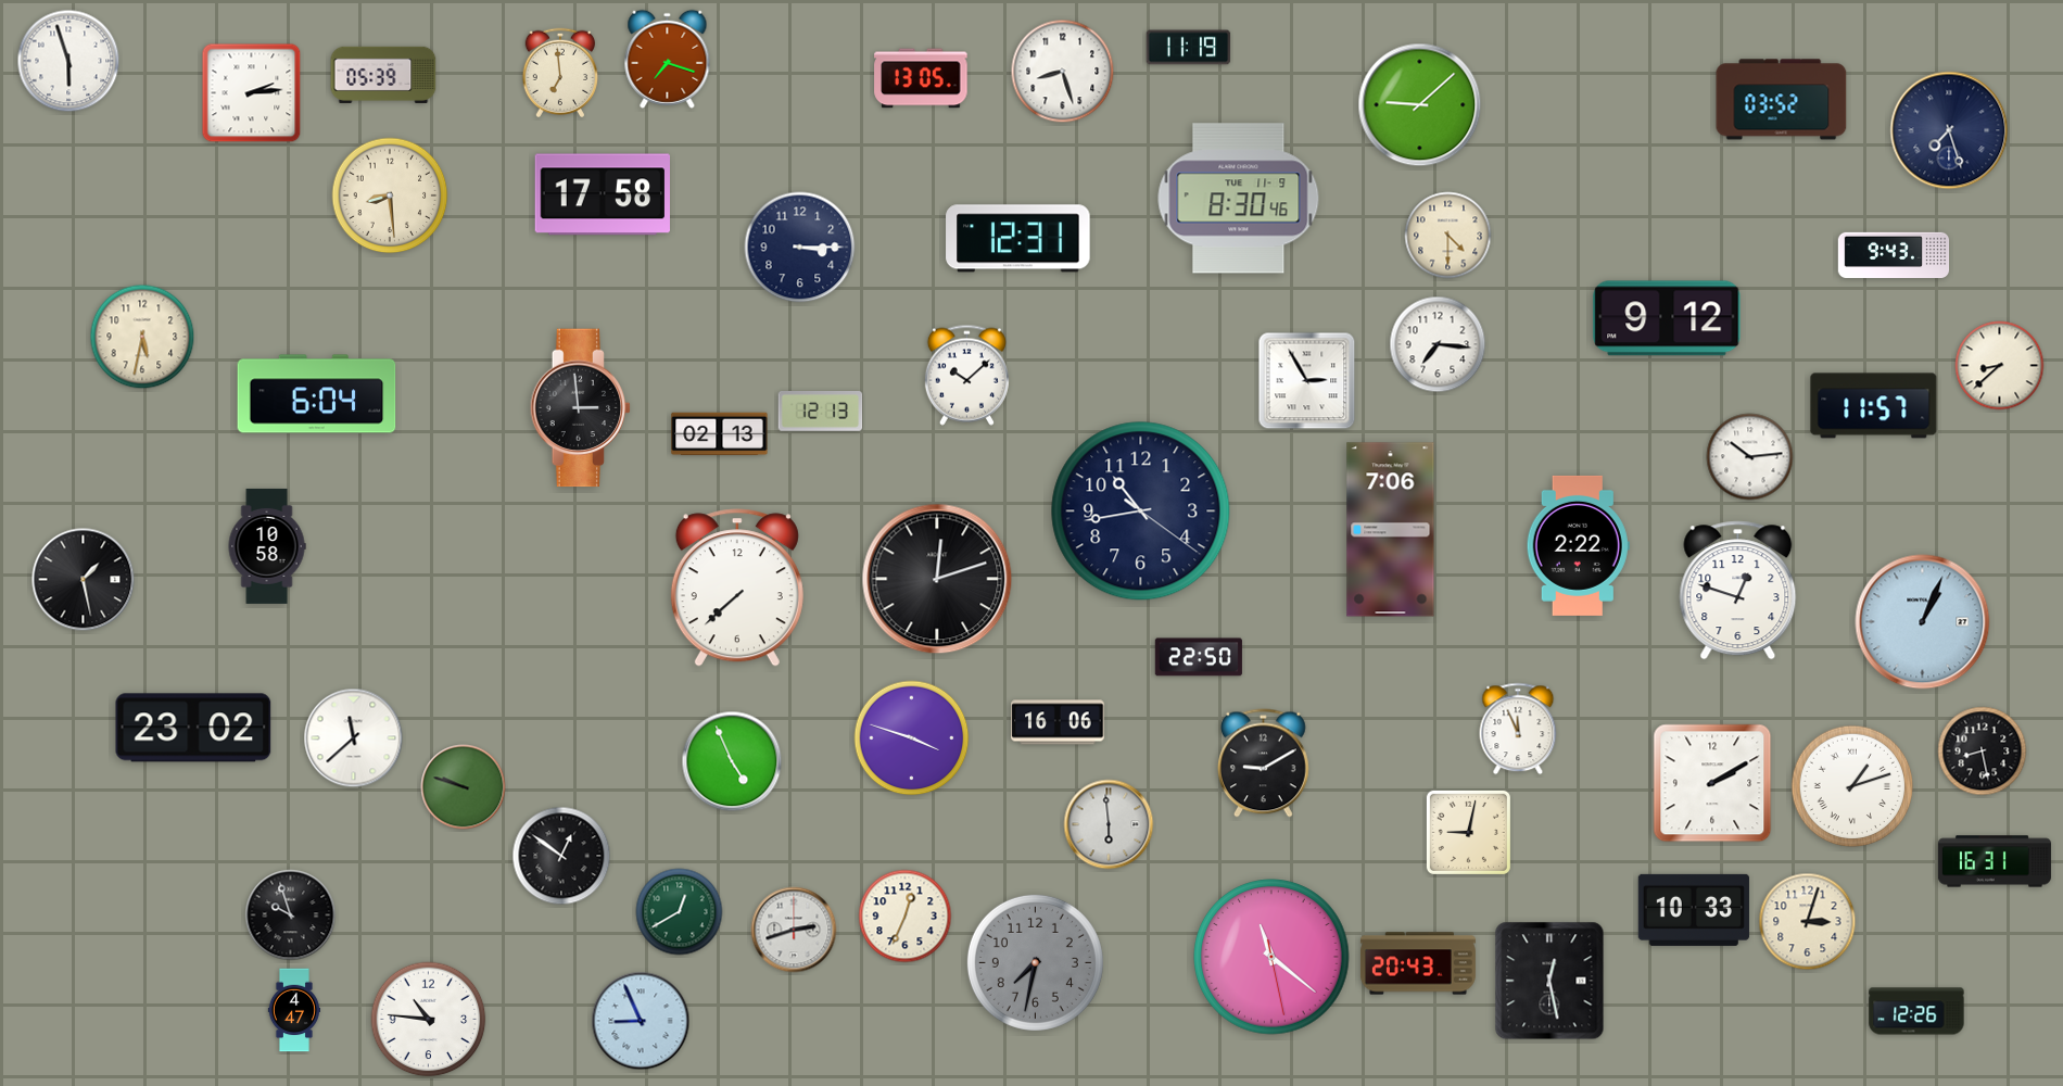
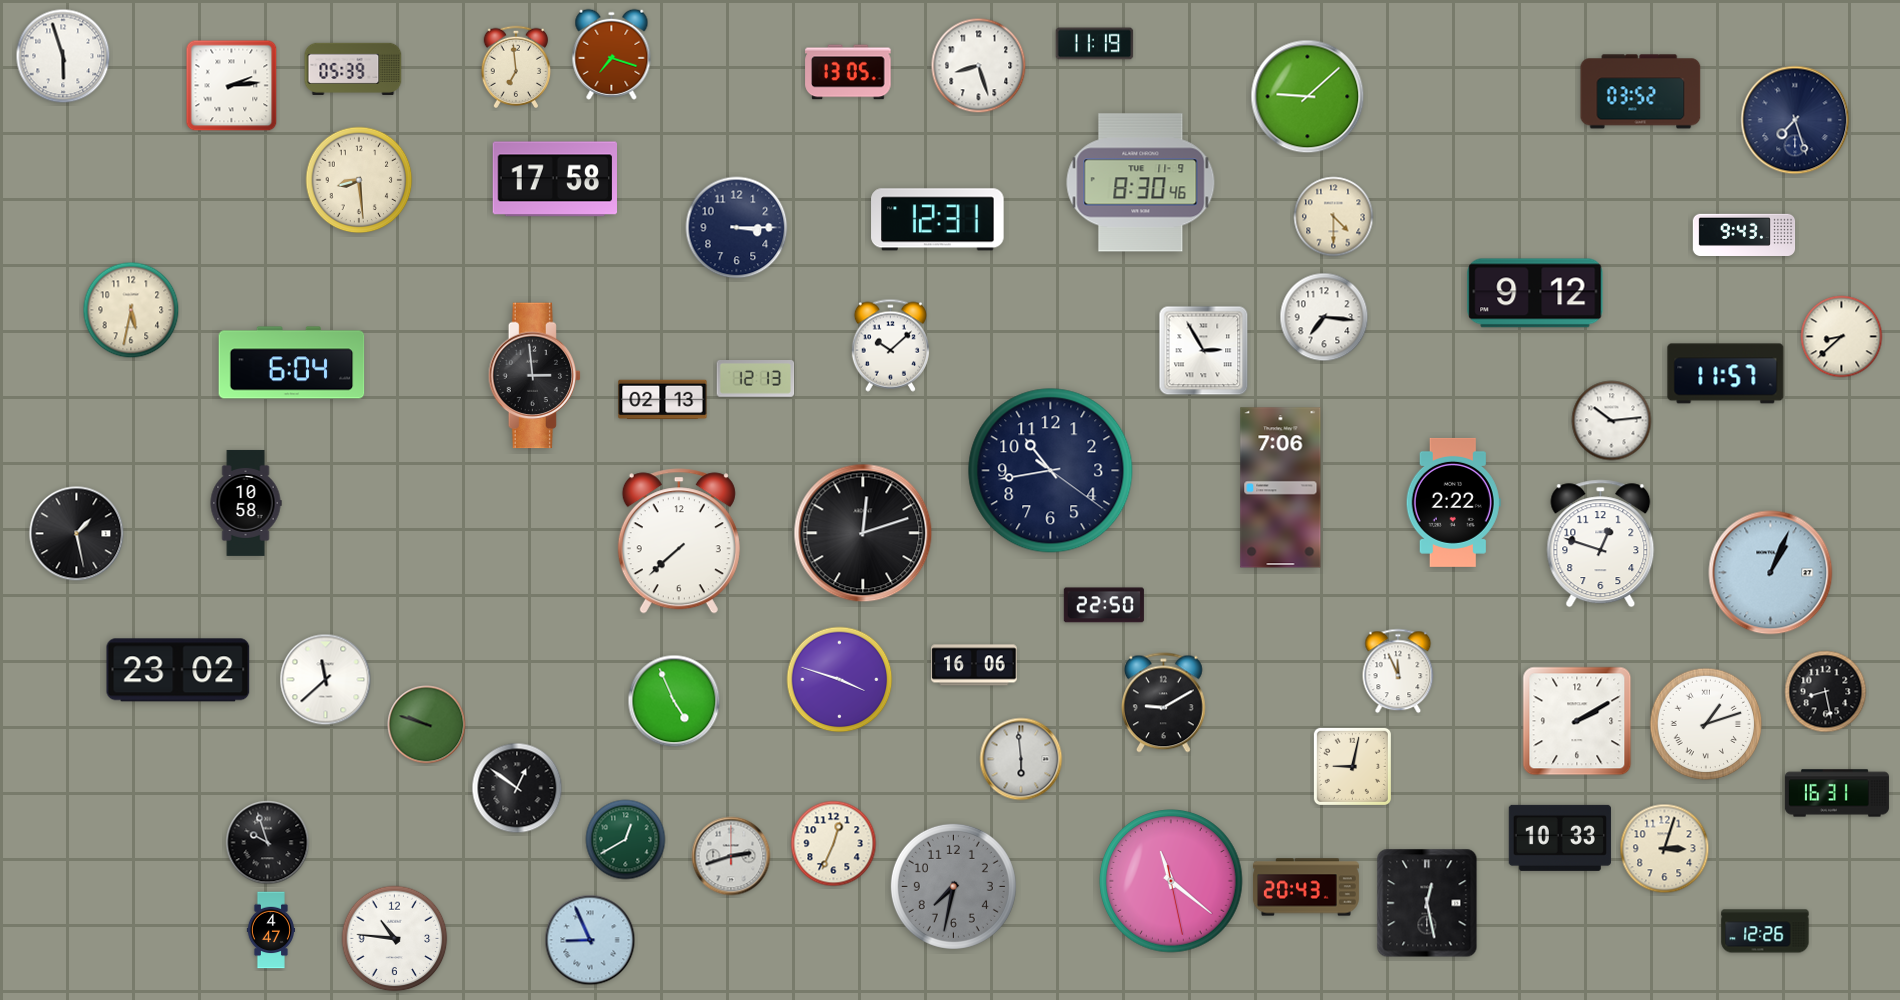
clock at (668, 59) position: (668, 59) -> (612, 54)
